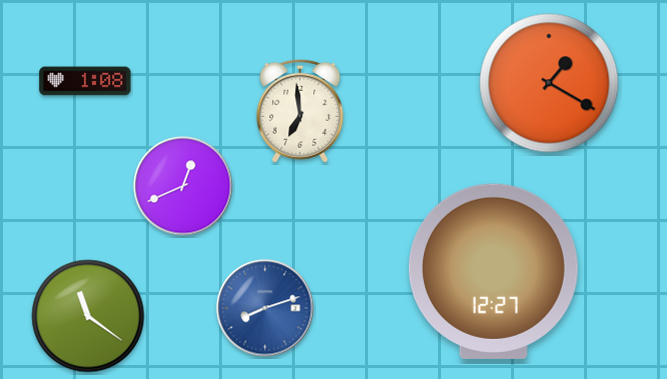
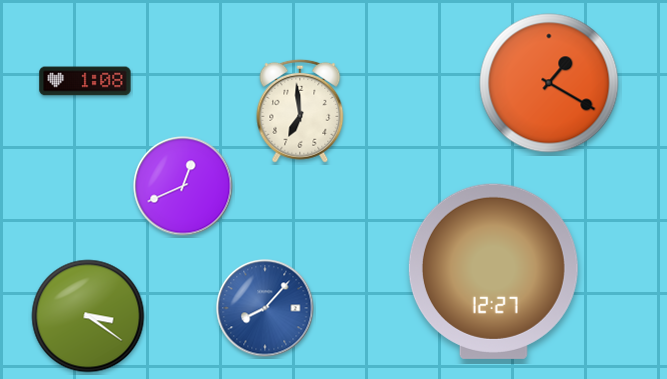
clock at (265, 308): 8:12 -> 8:07
clock at (88, 316): 11:21 -> 3:21
